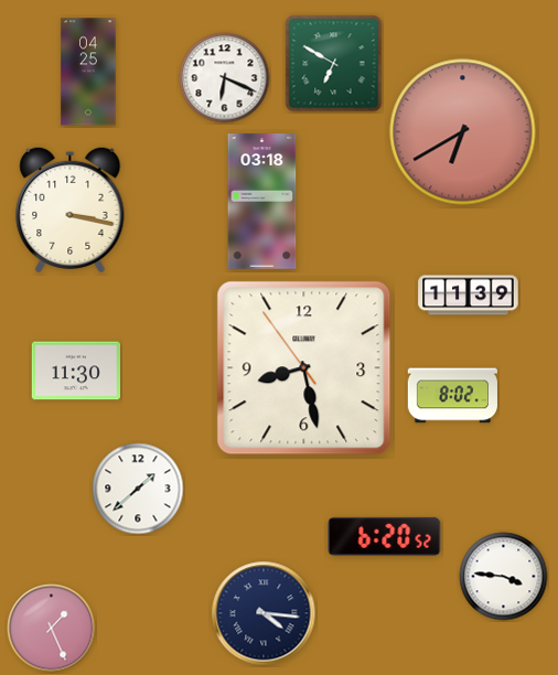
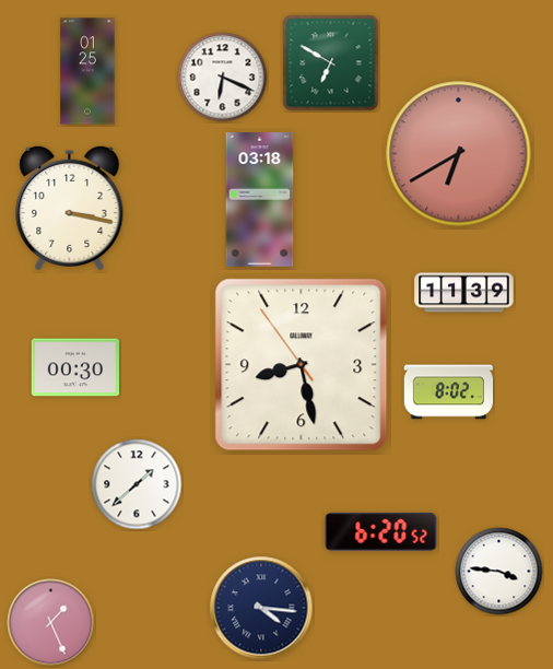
clock at (88, 72): 04:25 -> 01:25
clock at (463, 132) position: (463, 132) -> (459, 154)
clock at (76, 371): 11:30 -> 00:30
